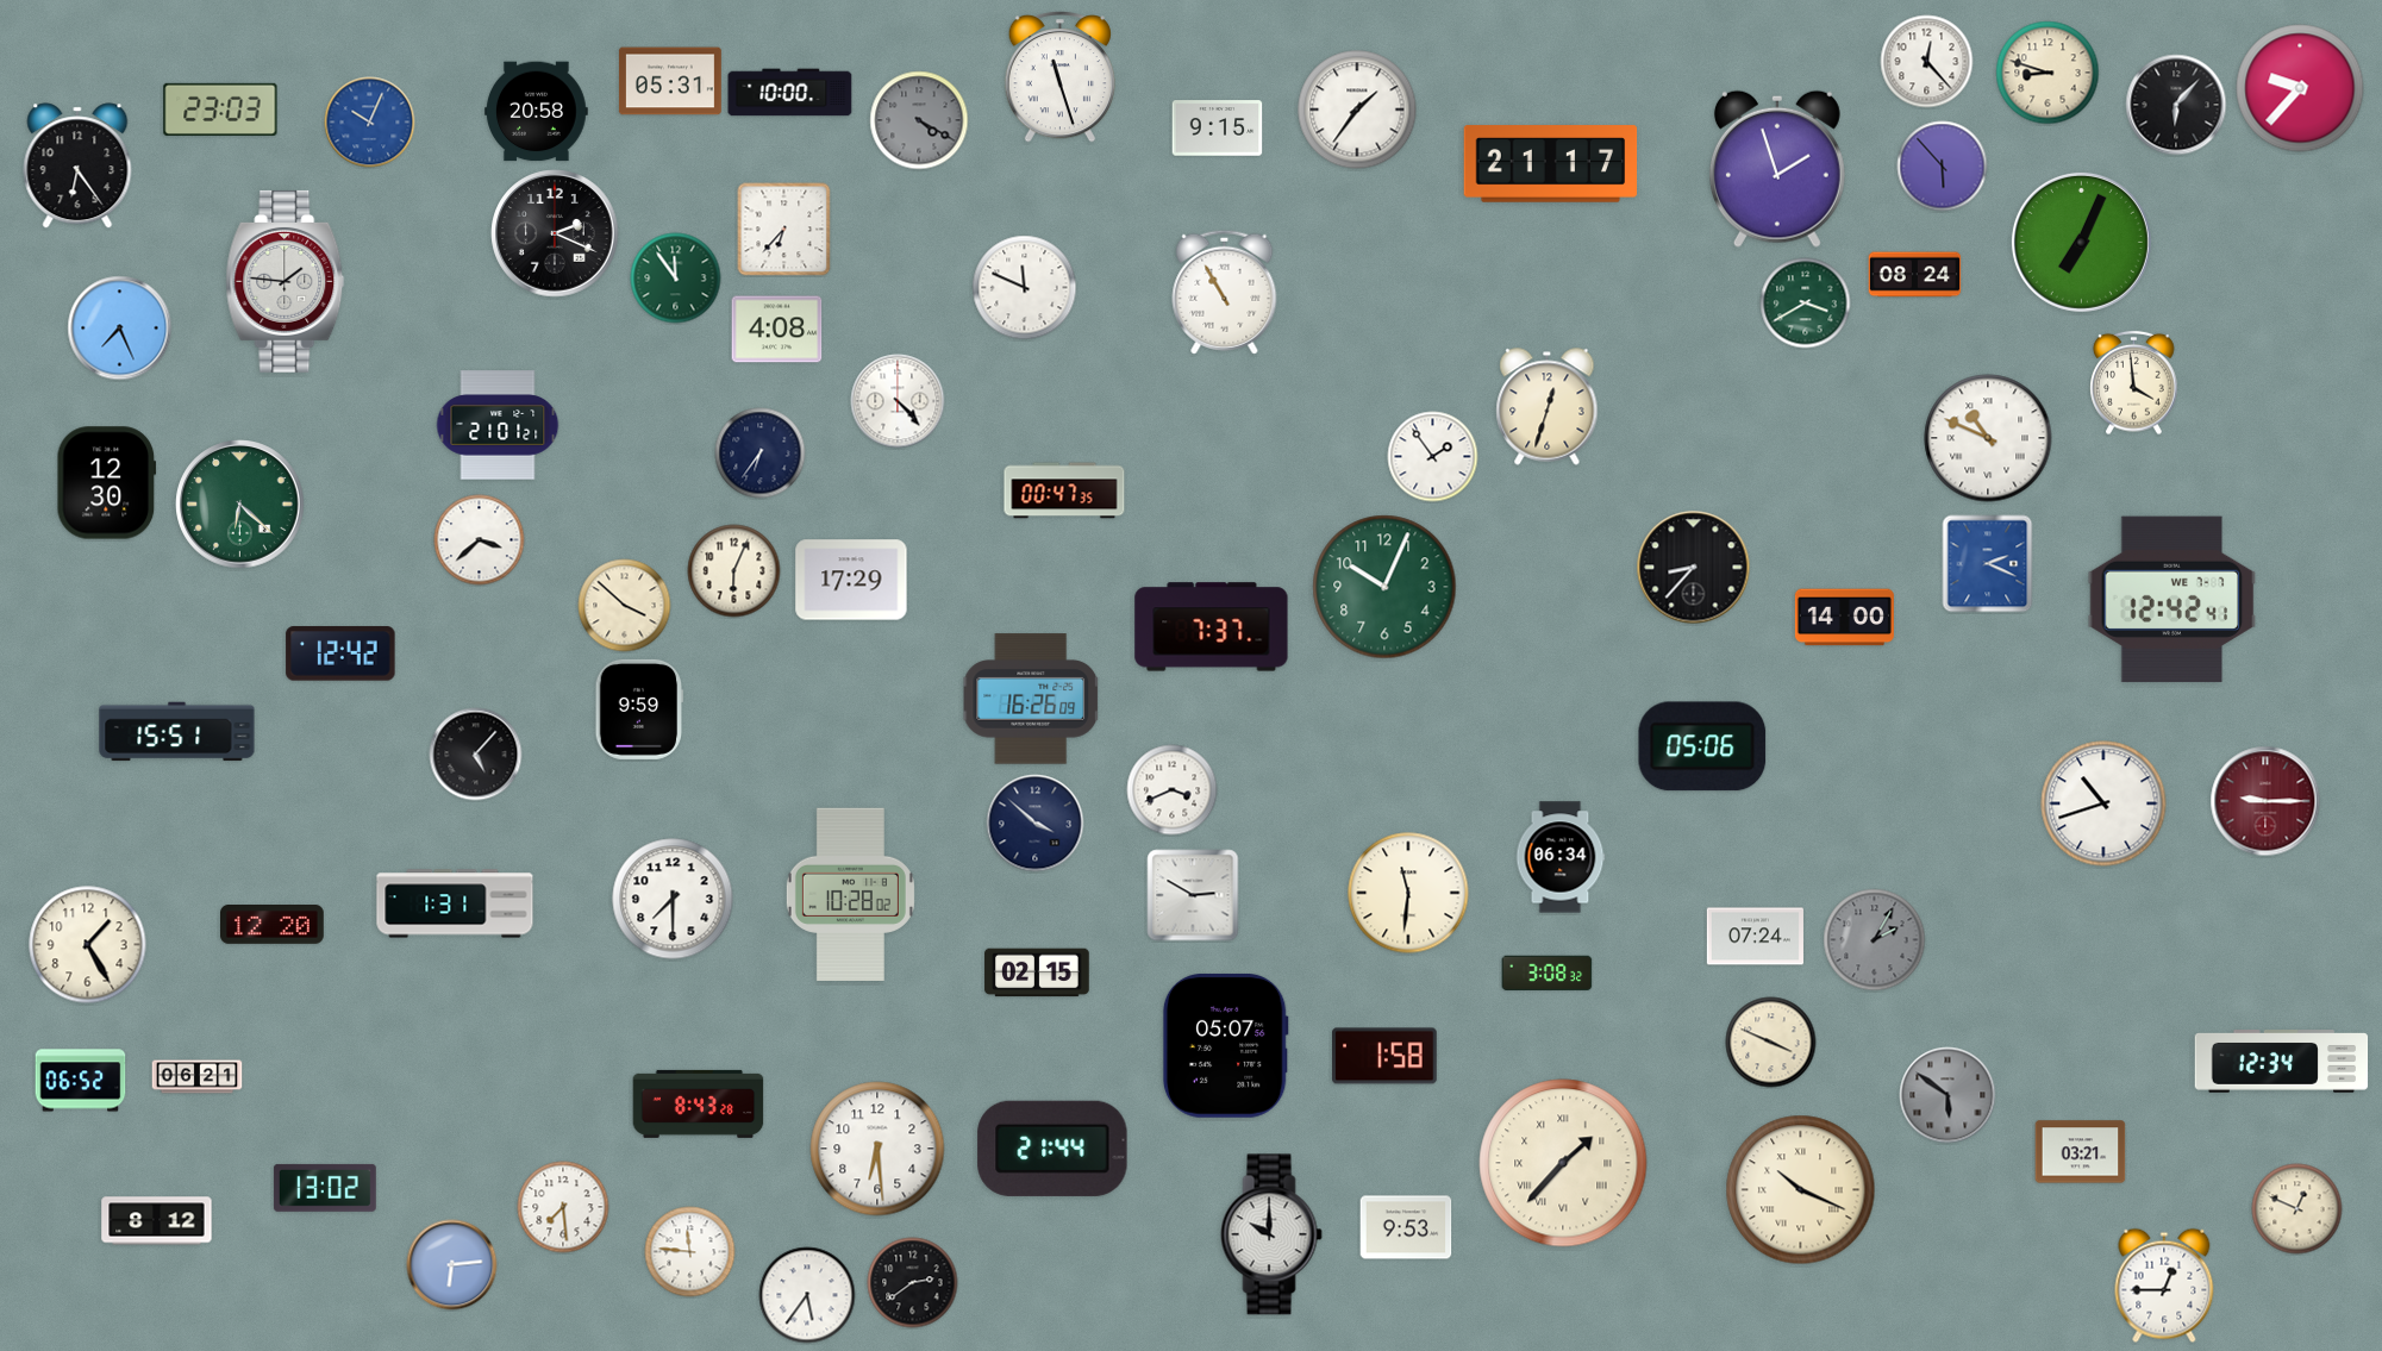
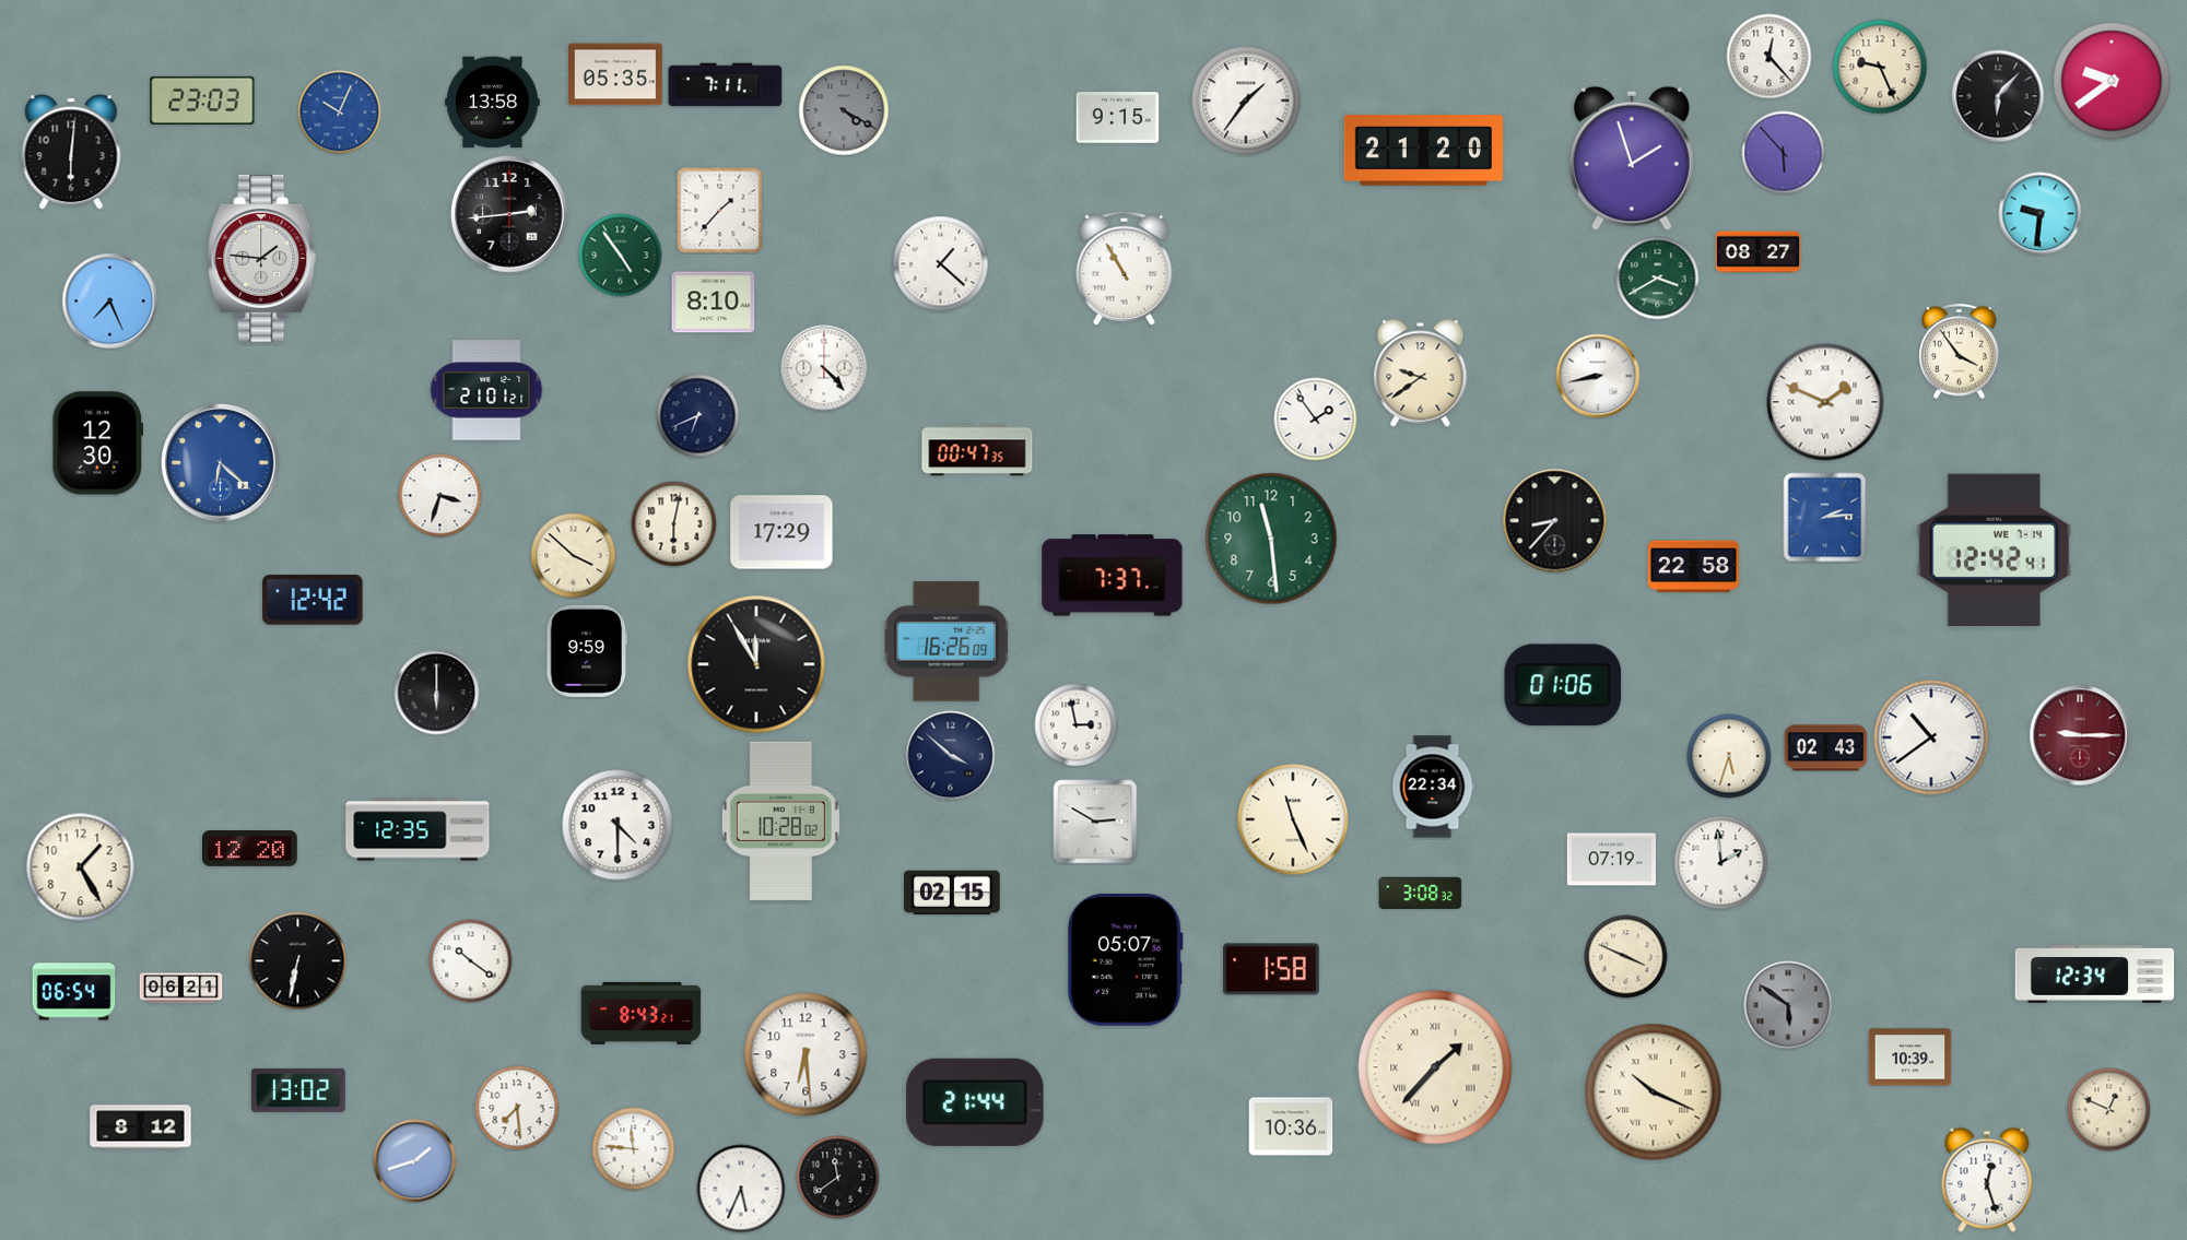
clock at (2047, 73): 8:48 -> 9:26
clock at (1059, 77): 11:27 -> none
clock at (670, 81): 05:31 -> 05:35
clock at (2300, 88): 9:37 -> 9:39
clock at (790, 93): 10:00 -> 7:11
clock at (537, 112): 20:58 -> 13:58
clock at (1551, 164): 21:17 -> 21:20
clock at (77, 165): 6:24 -> 6:01
clock at (1777, 169) position: (1777, 169) -> (1632, 158)
clock at (784, 230): 6:37 -> 1:37
clock at (555, 233): 2:19 -> 2:44
clock at (2041, 214): none -> 9:31
clock at (2081, 242): 7:04 -> none
clock at (1915, 275): 08:24 -> 08:27
clock at (676, 279): 11:54 -> 4:54
clock at (1025, 288): 11:49 -> 1:22
clock at (777, 330): 4:08 -> 8:10
clock at (2134, 383): 3:59 -> 3:54
clock at (1548, 407): 12:33 -> 9:39
clock at (1598, 376): none -> 8:43
clock at (498, 425) position: (498, 425) -> (486, 390)
clock at (1988, 438): 10:49 -> 1:49
clock at (761, 454): 6:36 -> 6:41
clock at (240, 505) dial: green -> blue
clock at (480, 540): 3:38 -> 3:33
clock at (1988, 564): 2:19 -> 2:14
clock at (734, 571): 6:04 -> 6:02
clock at (1384, 587): 10:04 -> 11:29
clock at (2172, 600) date: WE 7-7 -> WE 7-14
clock at (1844, 618): 14:00 -> 22:58
clock at (756, 664): none -> 11:55
clock at (177, 732): 15:51 -> none
clock at (1702, 746): 05:06 -> 01:06
clock at (476, 755): 5:07 -> 6:00
clock at (1173, 790): 3:41 -> 2:58
clock at (2103, 803): 10:42 -> 10:39
clock at (1826, 748): none -> 02:43
clock at (1729, 756): none -> 5:33
clock at (1561, 857): 06:34 -> 22:34
clock at (1408, 893): 11:31 -> 11:26
clock at (673, 899): 7:30 -> 4:30
clock at (455, 903): 1:31 -> 12:35
clock at (1755, 937): 07:24 -> 07:19
clock at (1875, 940): 2:05 -> 1:59
clock at (1875, 940) dial: grey -> white
clock at (298, 961): none -> 6:32
clock at (471, 961): none -> 10:21
clock at (81, 1081): 06:52 -> 06:54
clock at (699, 1103): 8:43:28 -> 8:43:21
clock at (1052, 1149) position: (1052, 1149) -> (975, 1102)
clock at (2081, 1152): 03:21 -> 10:39
clock at (157, 1221) position: (157, 1221) -> (141, 1127)
clock at (1406, 1227): 9:53 -> 10:36
clock at (1271, 1234): 10:00 -> none
clock at (452, 1265): 6:14 -> 1:42
clock at (913, 1283): 2:39 -> 11:39
clock at (2164, 1286): 12:45 -> 12:27
clock at (807, 1295): 5:36 -> 5:34
